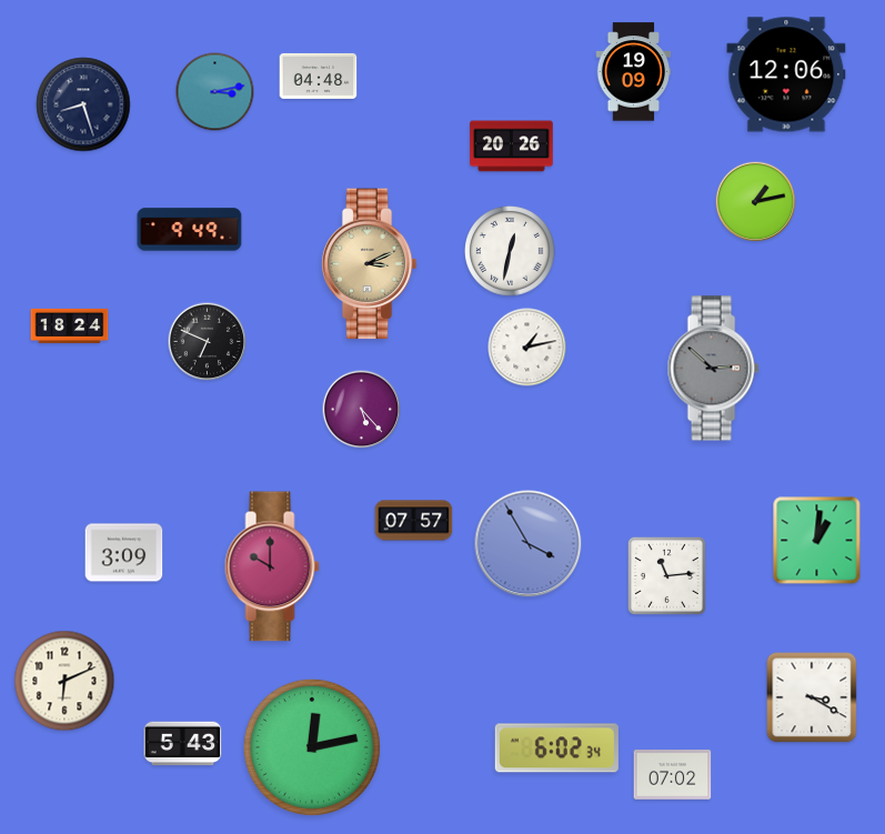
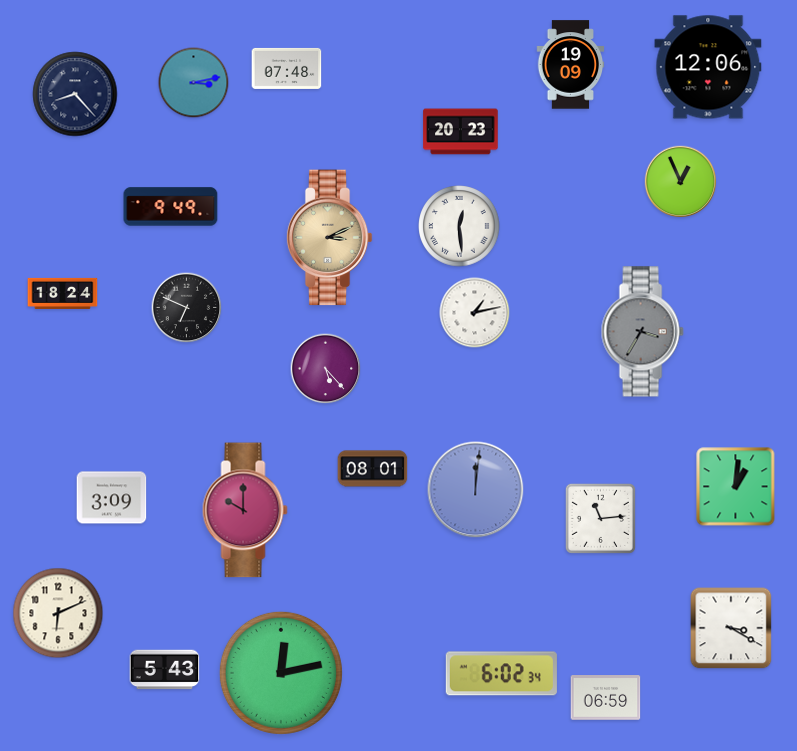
clock at (319, 76): 04:48 -> 07:48
clock at (83, 104): 8:27 -> 8:23
clock at (512, 147): 20:26 -> 20:23
clock at (756, 202): 1:13 -> 12:56
clock at (510, 251): 12:32 -> 12:29
clock at (369, 264) position: (369, 264) -> (329, 238)
clock at (713, 369): 2:52 -> 3:35
clock at (414, 521): 07:57 -> 08:01
clock at (529, 544): 3:55 -> 12:01
clock at (673, 775): 07:02 -> 06:59
